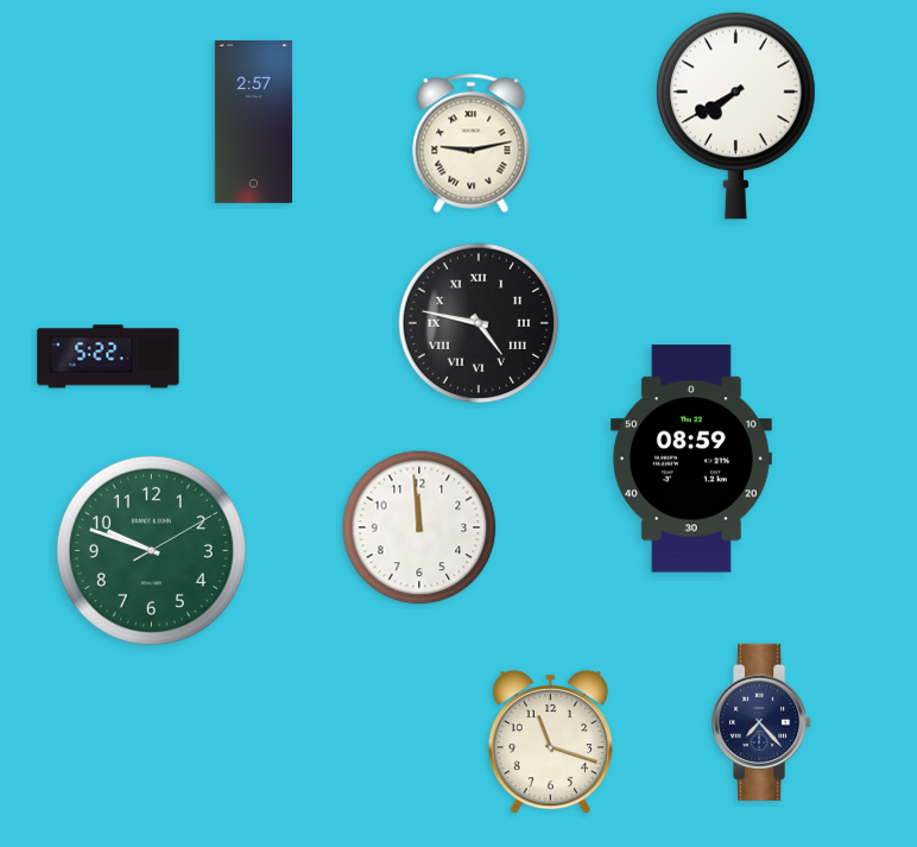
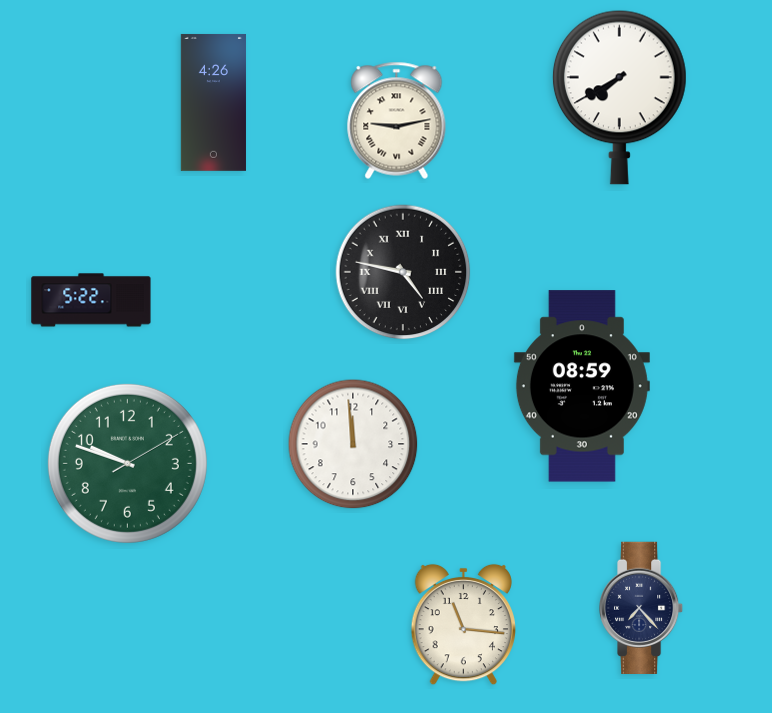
clock at (253, 121): 2:57 -> 4:26
clock at (550, 742): 11:18 -> 11:16
